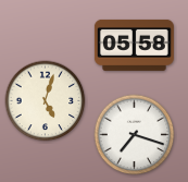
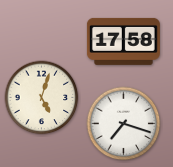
clock at (134, 45): 05:58 -> 17:58
clock at (46, 101) position: (46, 101) -> (42, 98)
